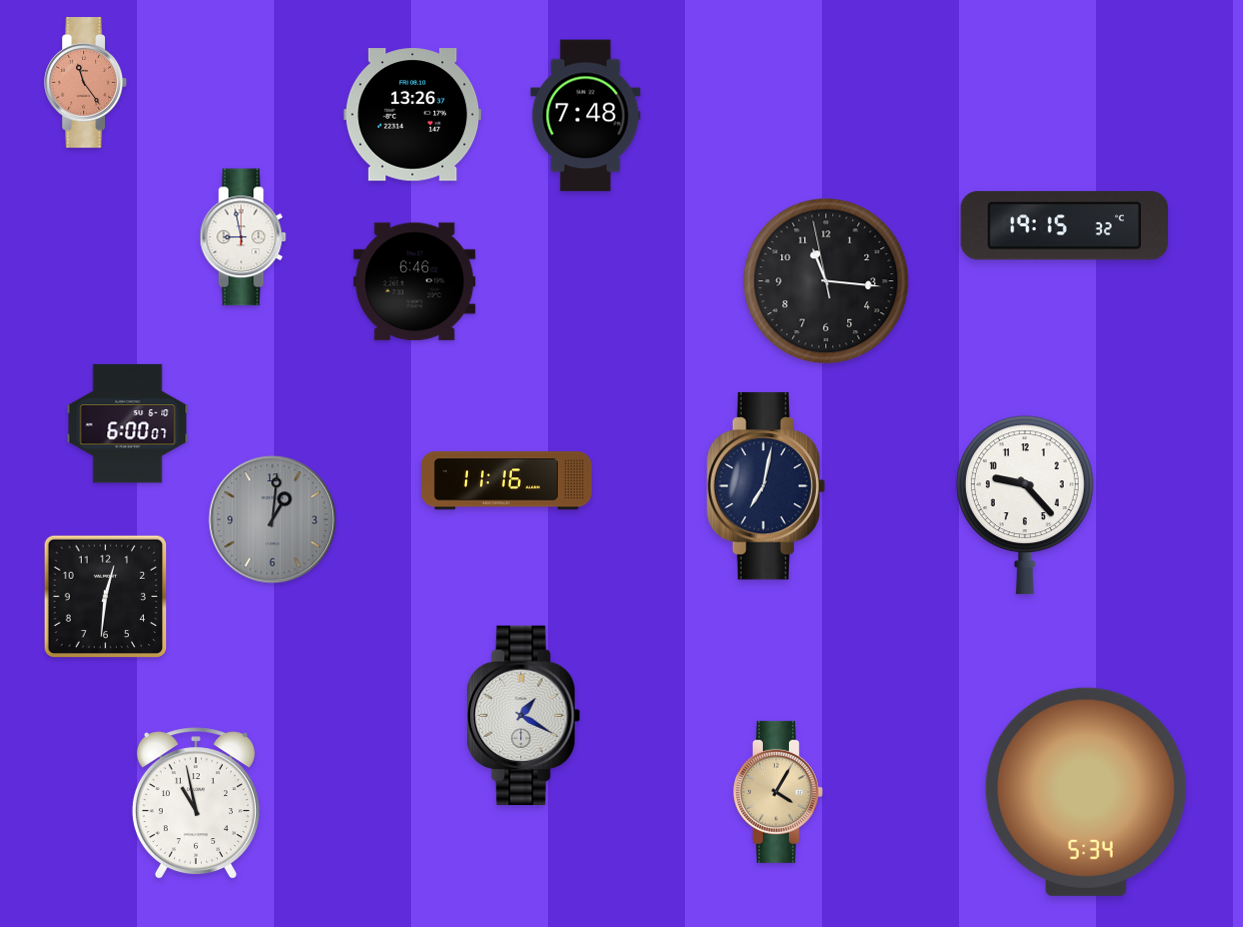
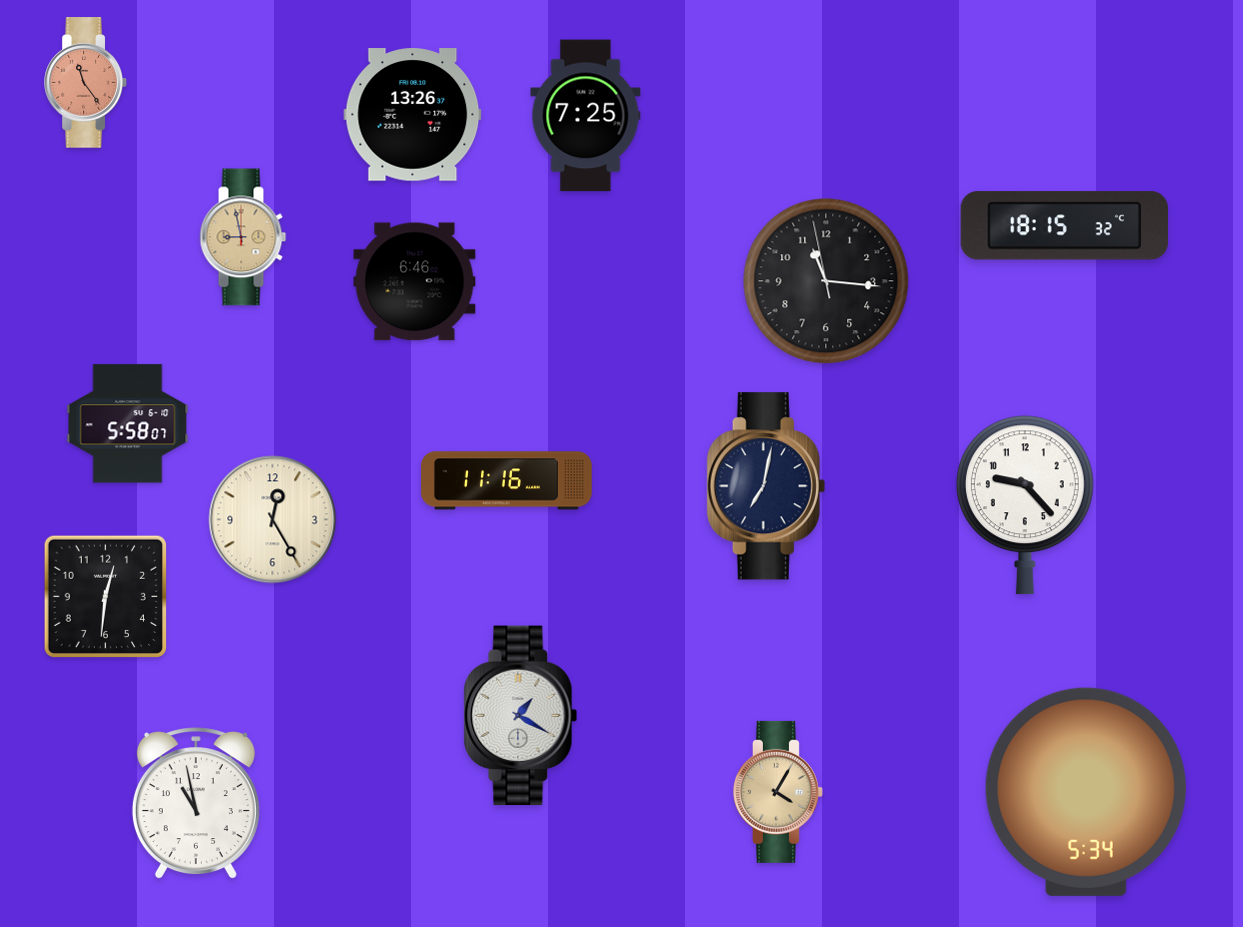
clock at (586, 116): 7:48 -> 7:25
clock at (1064, 226): 19:15 -> 18:15
clock at (243, 237) dial: white -> champagne
clock at (128, 424): 6:00 -> 5:58
clock at (273, 520): 1:01 -> 12:25
clock at (273, 520) dial: grey -> cream
clock at (524, 716) position: (524, 716) -> (521, 716)
